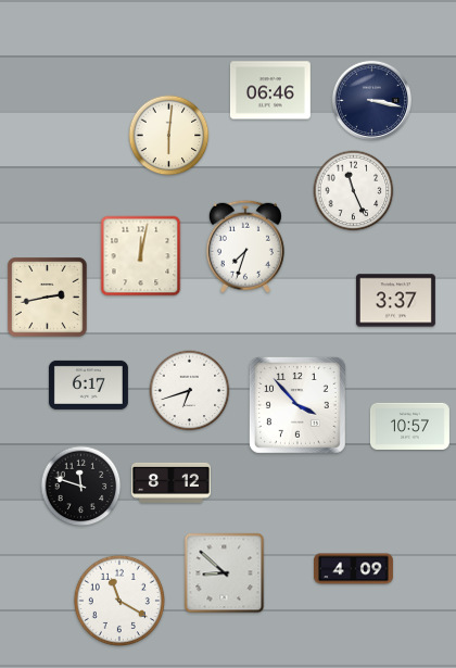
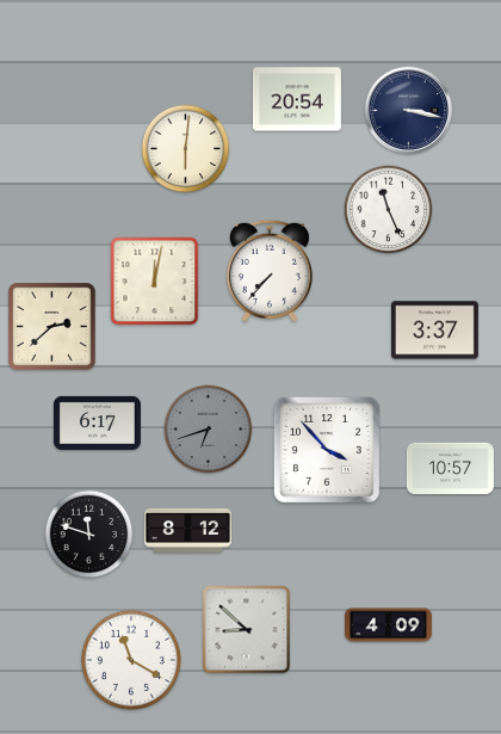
clock at (270, 90): 06:46 -> 20:54
clock at (245, 247): 7:33 -> 7:37
clock at (48, 298): 2:43 -> 2:38
clock at (190, 391) dial: white -> grey
clock at (297, 405) position: (297, 405) -> (327, 450)
